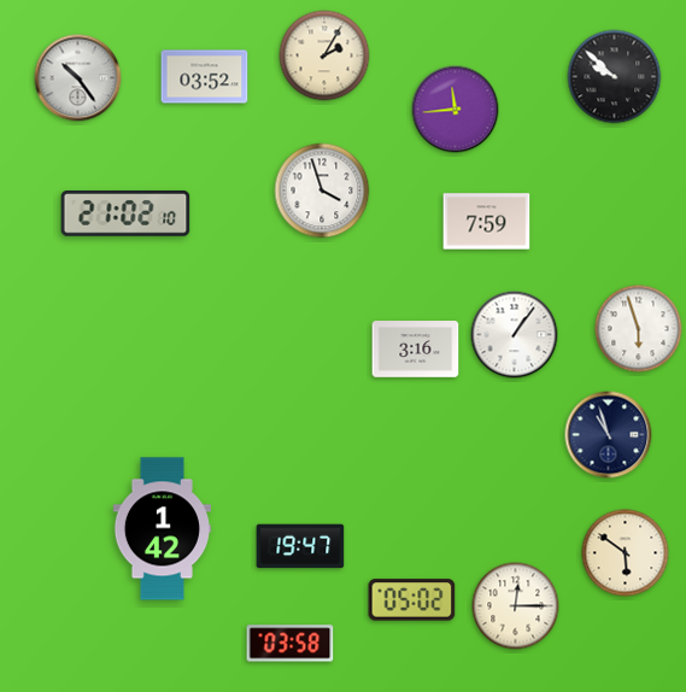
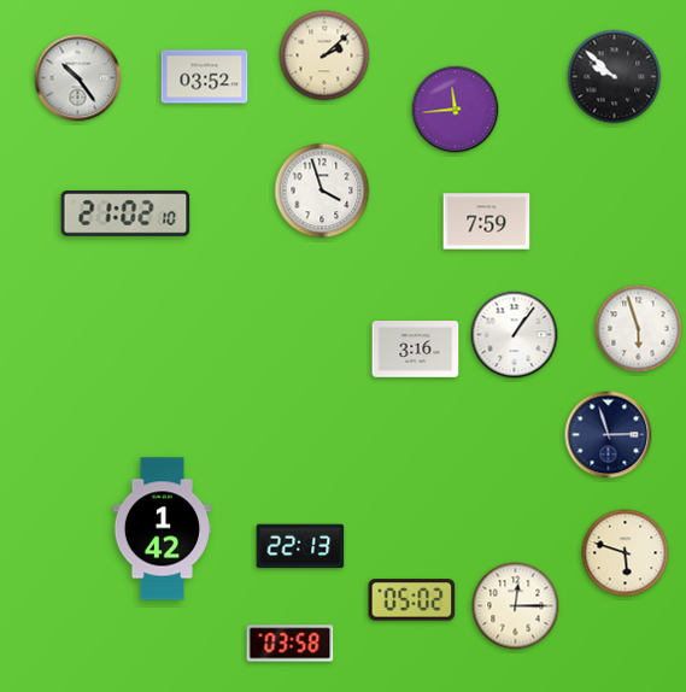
clock at (324, 55): 2:05 -> 2:08
clock at (609, 435): 10:57 -> 2:57
clock at (300, 546): 19:47 -> 22:13
clock at (626, 553): 5:51 -> 5:48
